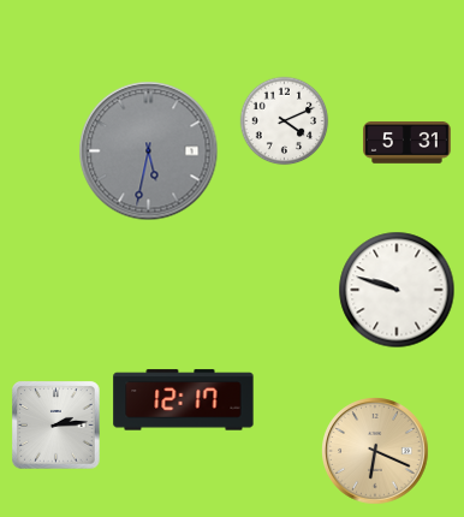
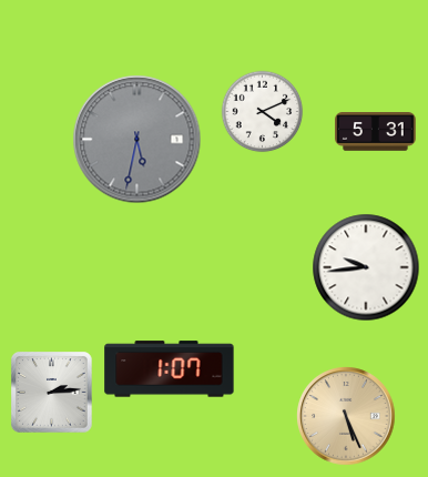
clock at (397, 290): 9:48 -> 9:44
clock at (184, 400): 12:17 -> 1:07
clock at (375, 451): 6:19 -> 5:26
